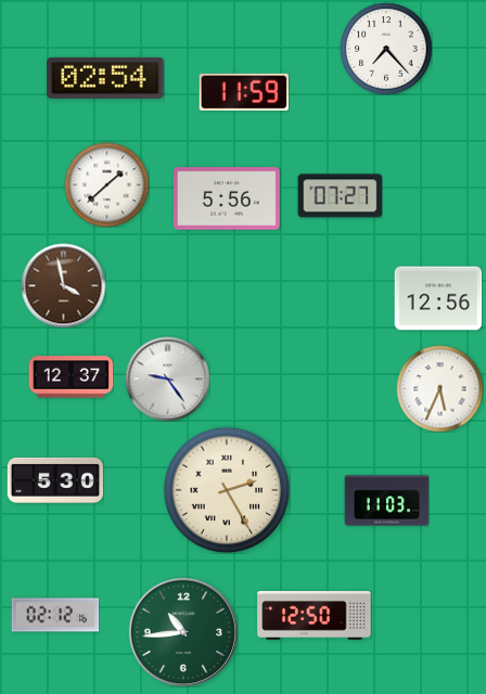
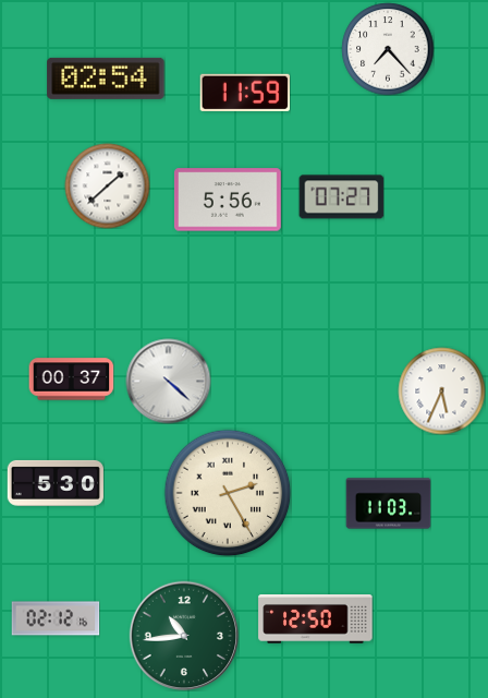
clock at (63, 285): 3:58 -> none
clock at (438, 298): 12:56 -> none
clock at (71, 377): 12:37 -> 00:37
clock at (167, 378): 9:24 -> 4:22
